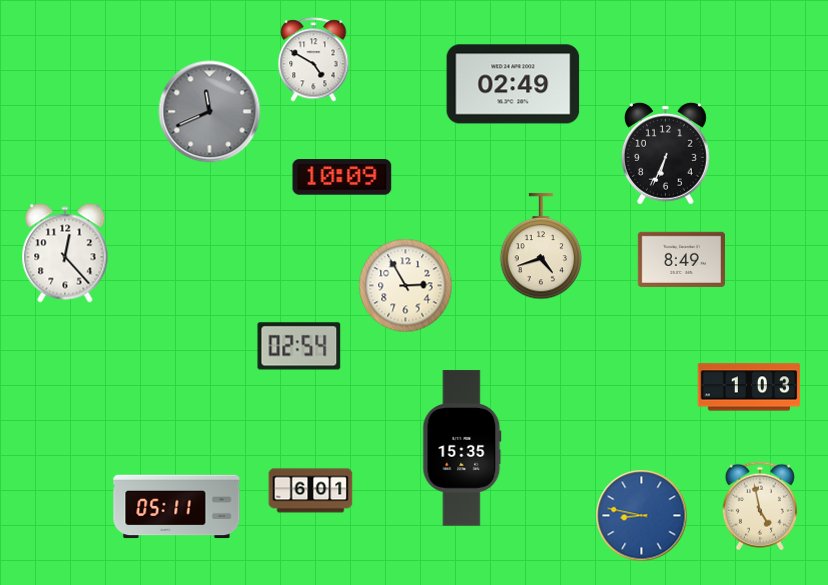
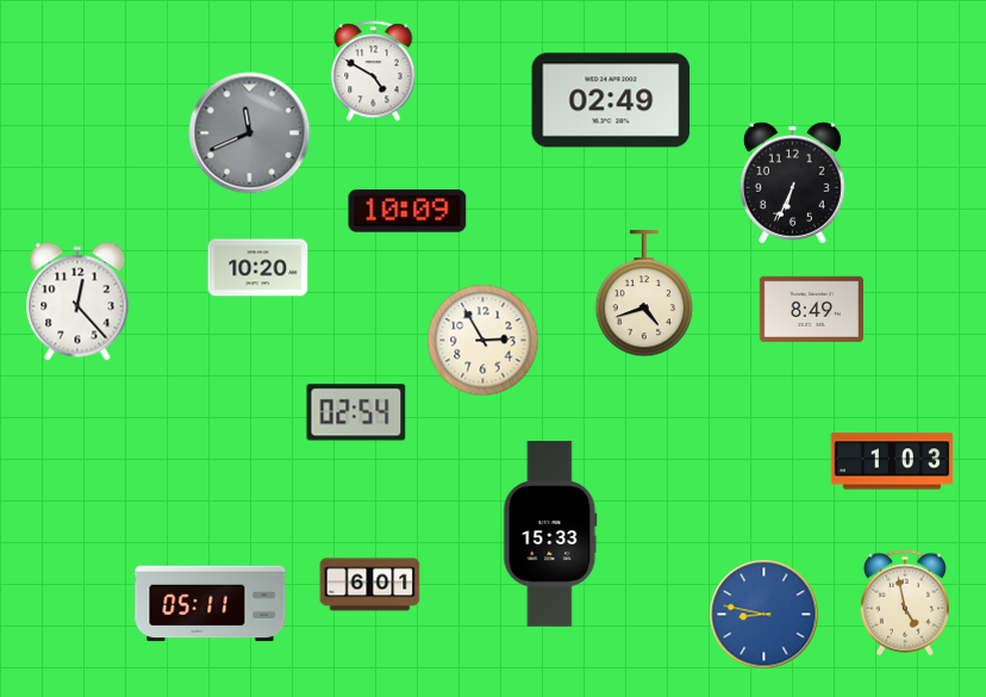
clock at (258, 268): none -> 10:20
clock at (462, 448): 15:35 -> 15:33
